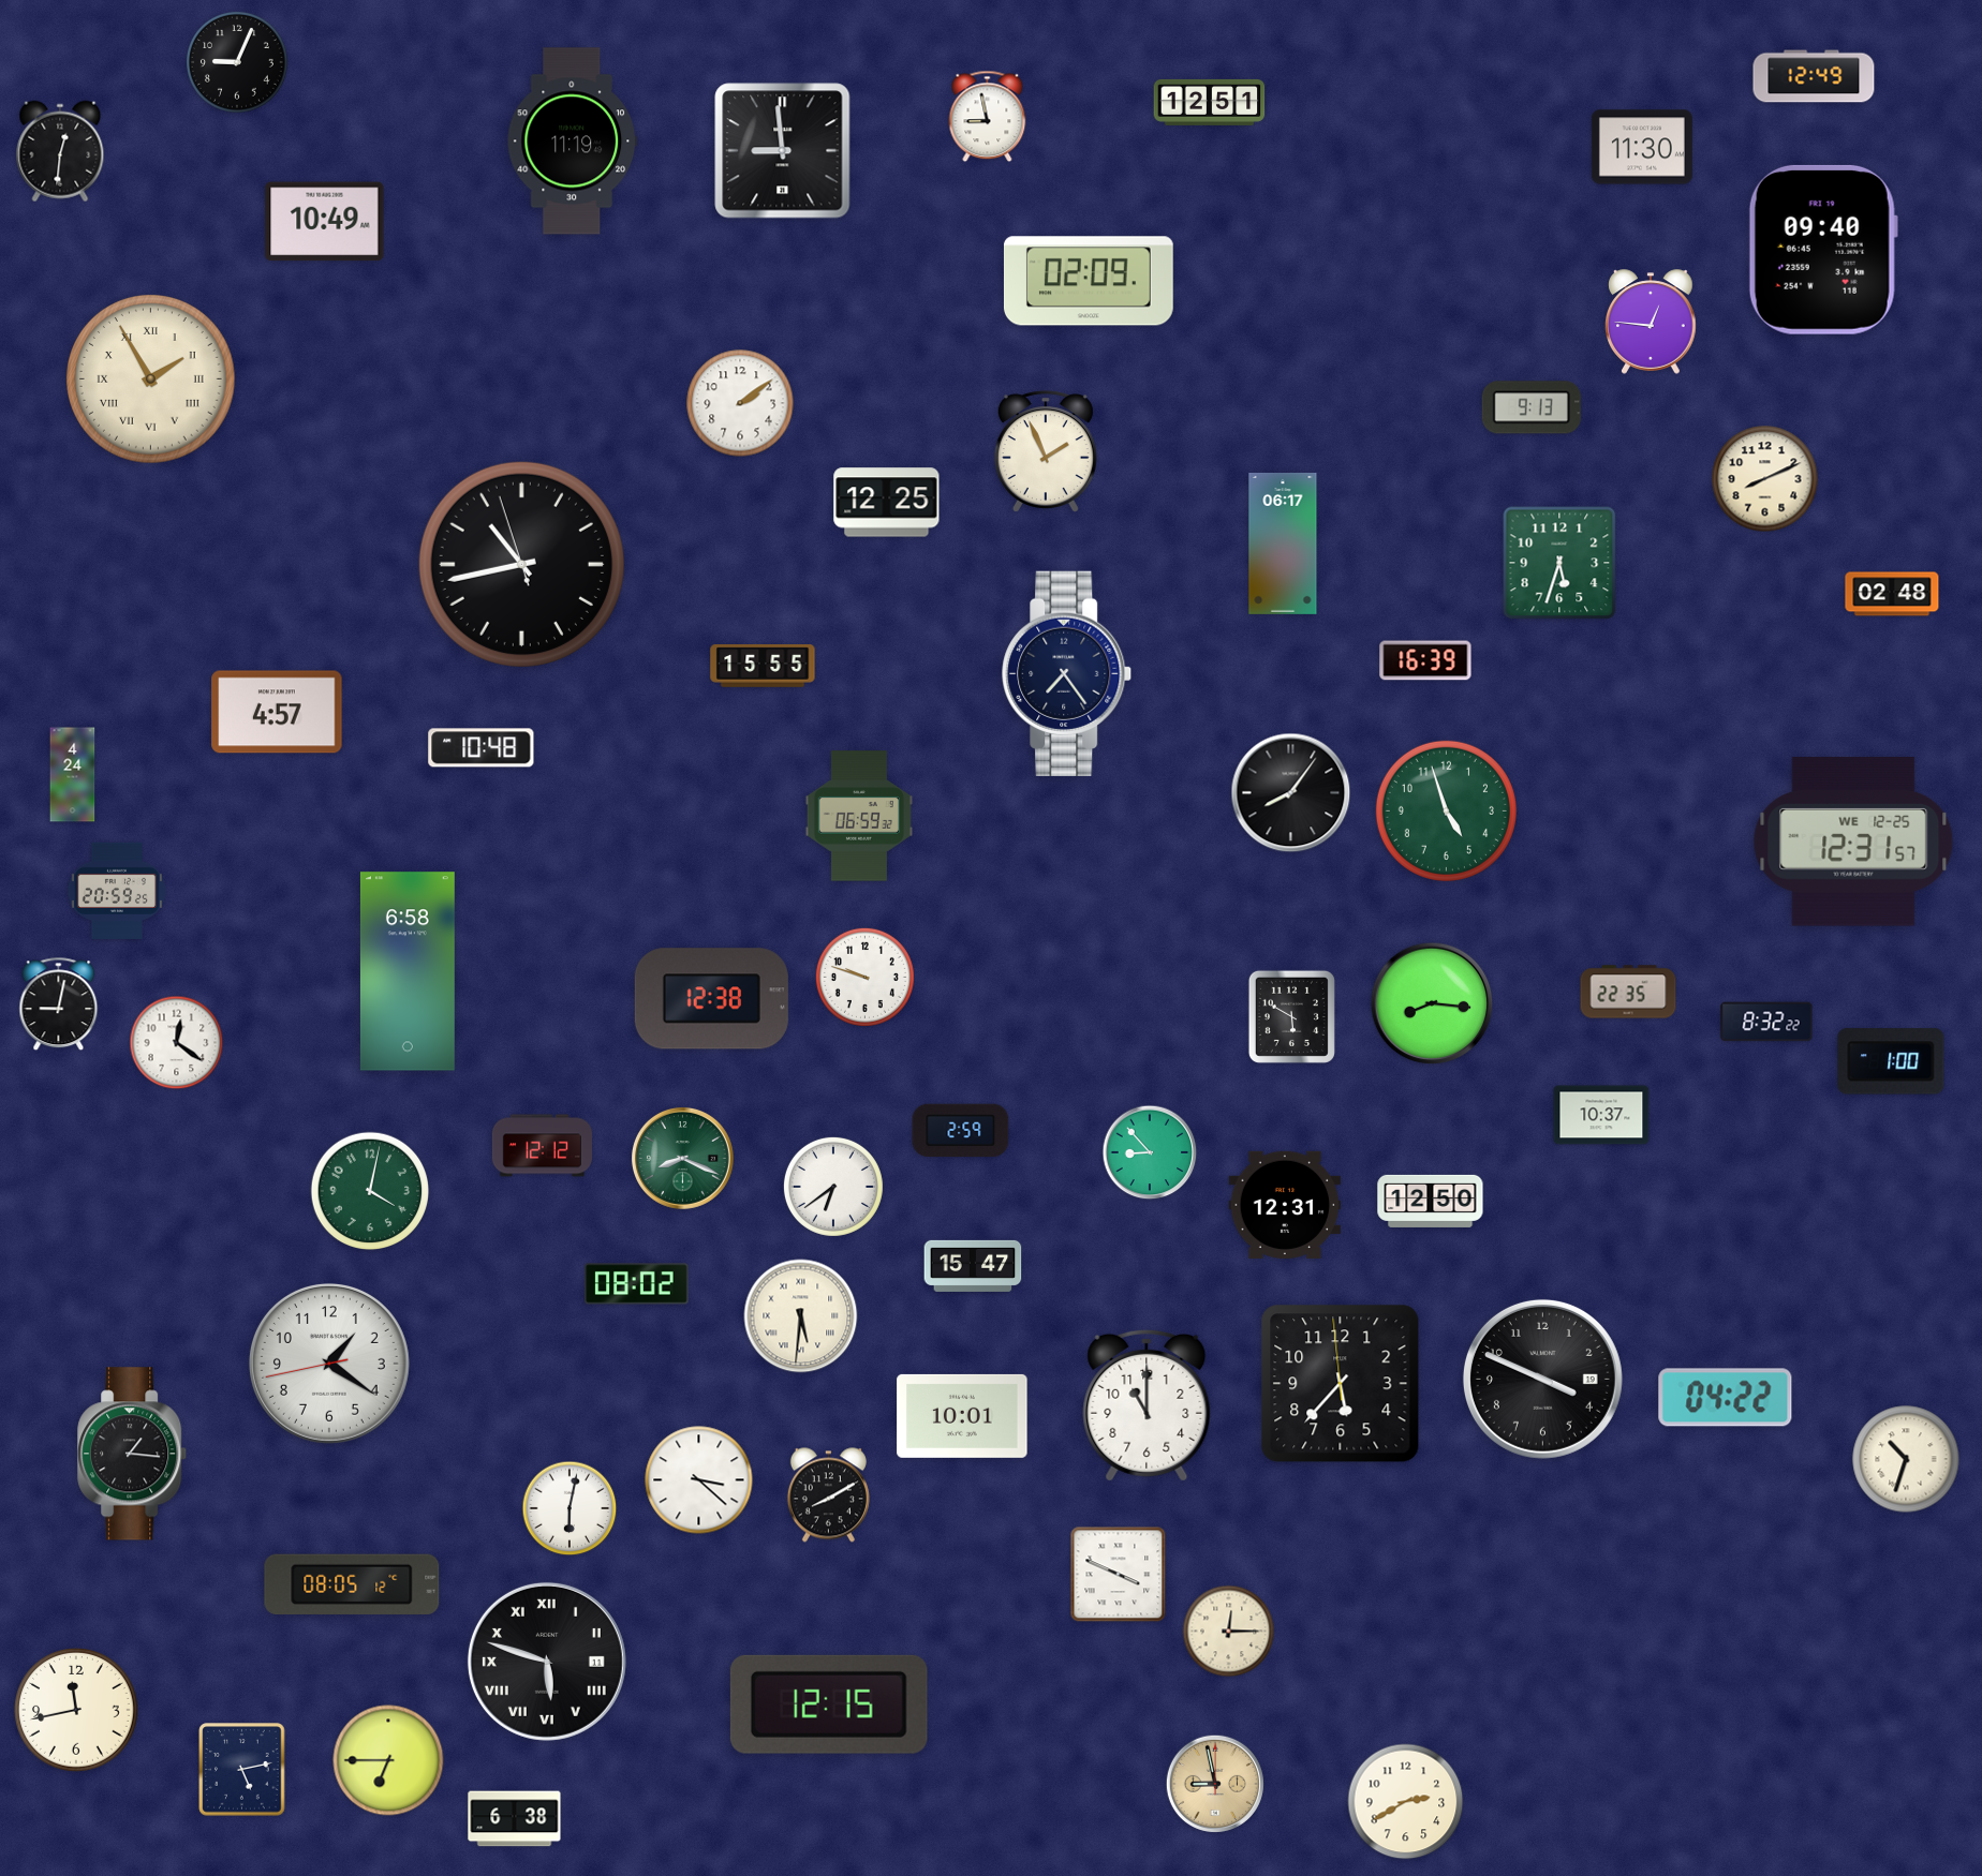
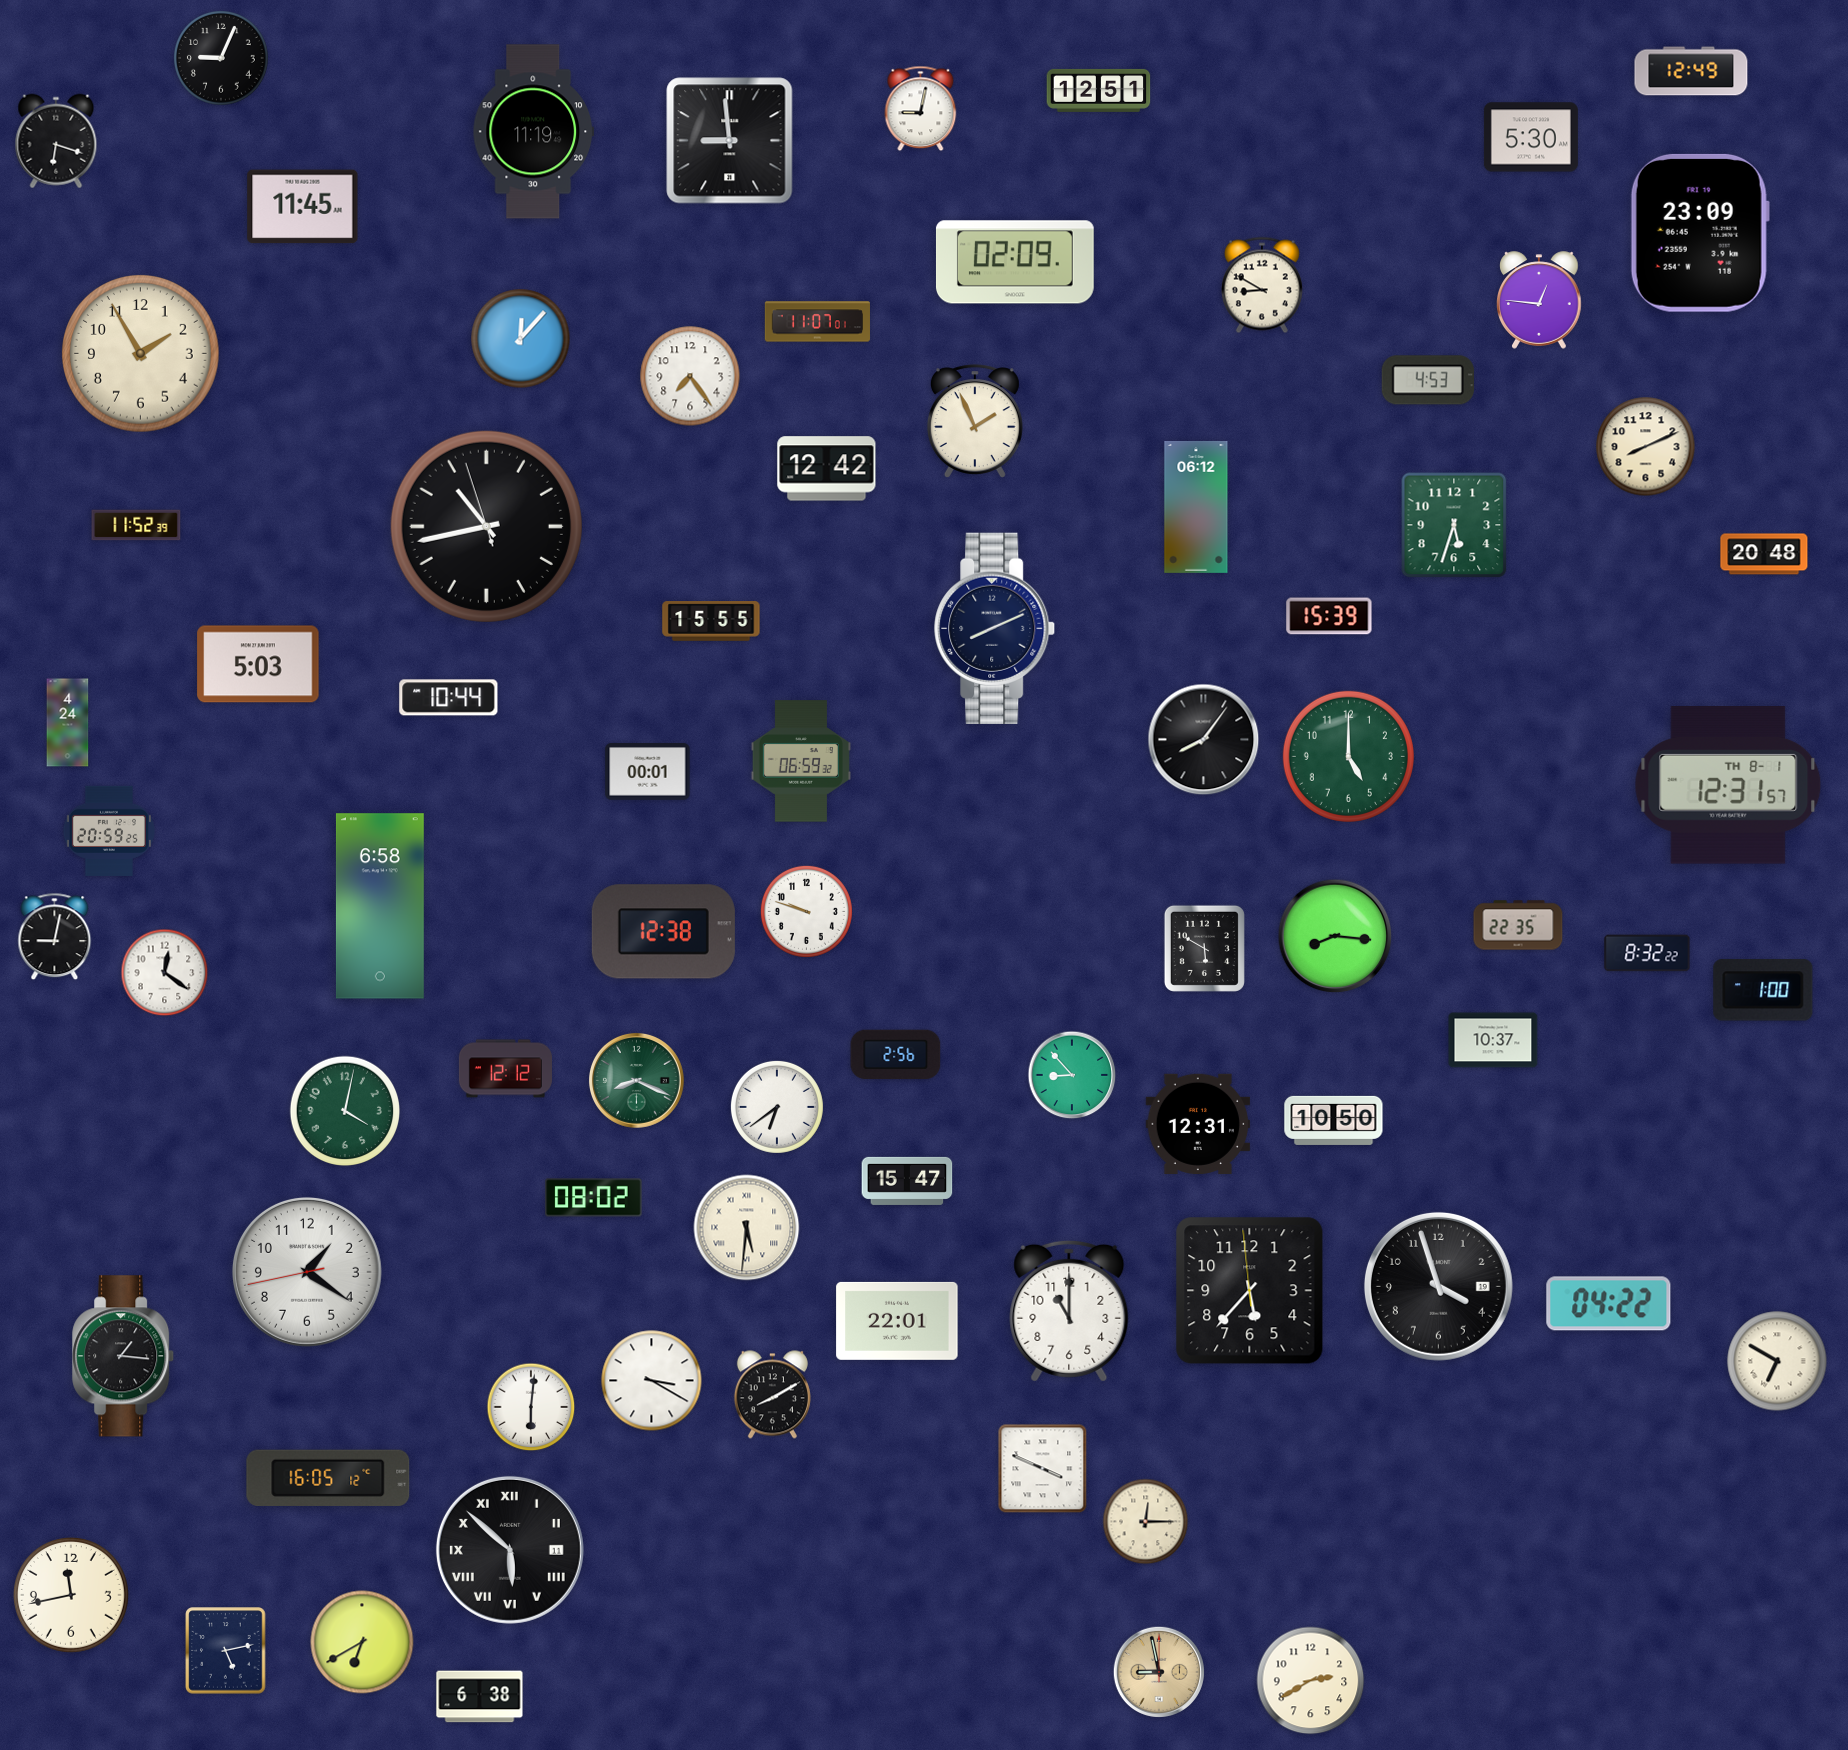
clock at (1210, 102) position: (1210, 102) -> (1099, 90)
clock at (988, 117): 8:58 -> 9:02
clock at (1642, 147): 11:30 -> 5:30
clock at (60, 151): 12:31 -> 6:18
clock at (325, 222): 10:49 -> 11:45
clock at (1823, 250): 09:40 -> 23:09
clock at (1262, 285): none -> 8:50
clock at (817, 322): none -> 11:07
clock at (521, 339): none -> 12:07
clock at (151, 379) numerals: Roman -> Arabic
clock at (740, 403): 2:09 -> 7:24
clock at (1532, 407): 9:13 -> 4:53
clock at (887, 503): 12:25 -> 12:42
clock at (1283, 544): 06:17 -> 06:12
clock at (136, 525): none -> 11:52
clock at (1892, 594): 02:48 -> 20:48
clock at (1425, 660): 16:39 -> 15:39
clock at (1067, 673): 7:24 -> 8:11
clock at (277, 712): 4:57 -> 5:03
clock at (482, 748): 10:48 -> 10:44
clock at (1446, 810): 4:57 -> 5:00
clock at (648, 772): none -> 00:01
clock at (1853, 842) date: WE 12-25 -> TH 8-1
clock at (961, 1131): 2:59 -> 2:56
clock at (1431, 1201): 12:50 -> 10:50
clock at (1542, 1379): 3:49 -> 3:57
clock at (962, 1416): 10:01 -> 22:01
clock at (1906, 1459): 10:33 -> 6:50
clock at (699, 1480): 3:22 -> 3:20
clock at (570, 1508): 6:02 -> 6:01
clock at (352, 1584): 08:05 -> 16:05
clock at (547, 1662): 5:48 -> 5:52
clock at (829, 1704): 12:15 -> none
clock at (388, 1760): 6:45 -> 6:40
clock at (1215, 1784) position: (1215, 1784) -> (1159, 1672)
